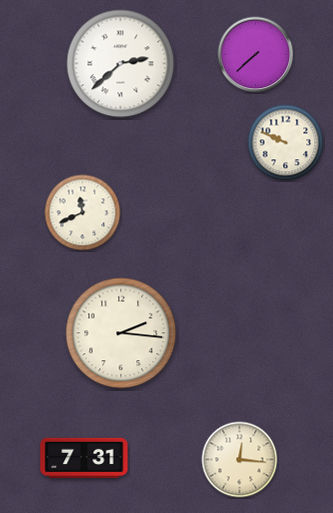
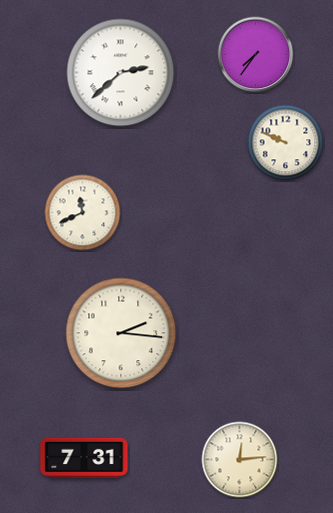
clock at (256, 55): 7:38 -> 7:36
clock at (121, 64) position: (121, 64) -> (121, 73)
clock at (240, 460): 12:16 -> 12:14
